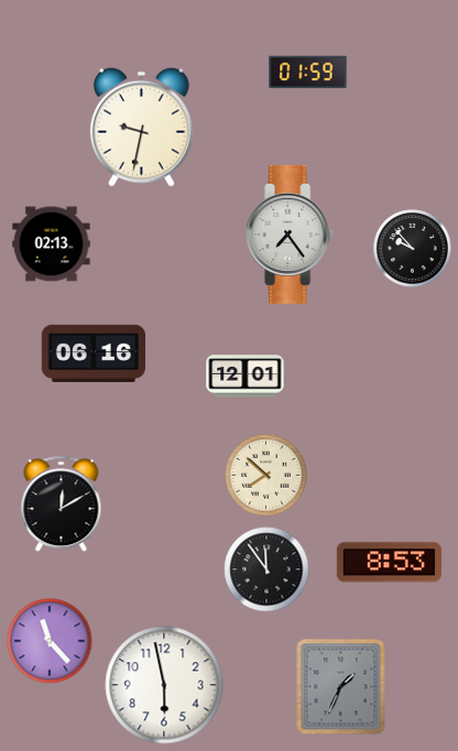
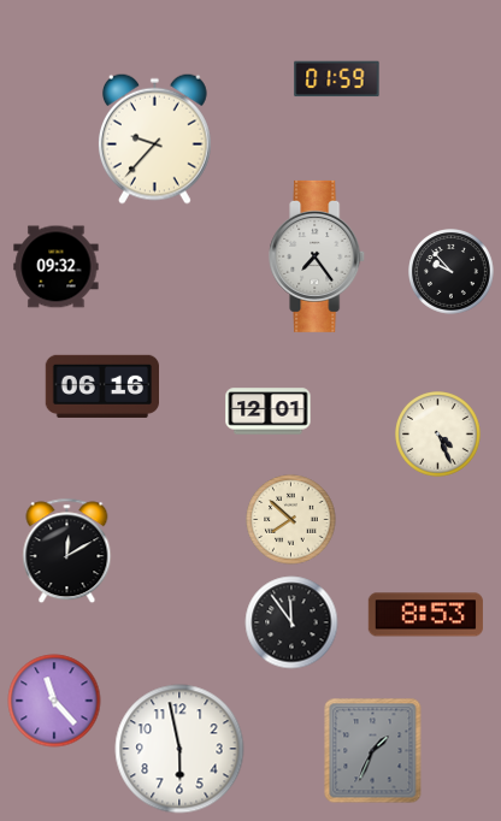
clock at (141, 127): 9:32 -> 9:37
clock at (52, 244): 02:13 -> 09:32
clock at (438, 435): none -> 4:26
